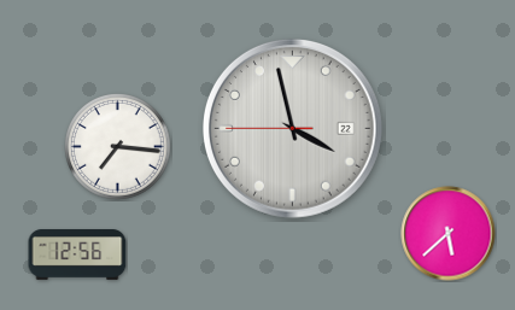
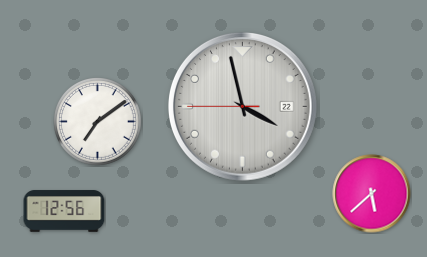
clock at (118, 147): 7:16 -> 7:09
